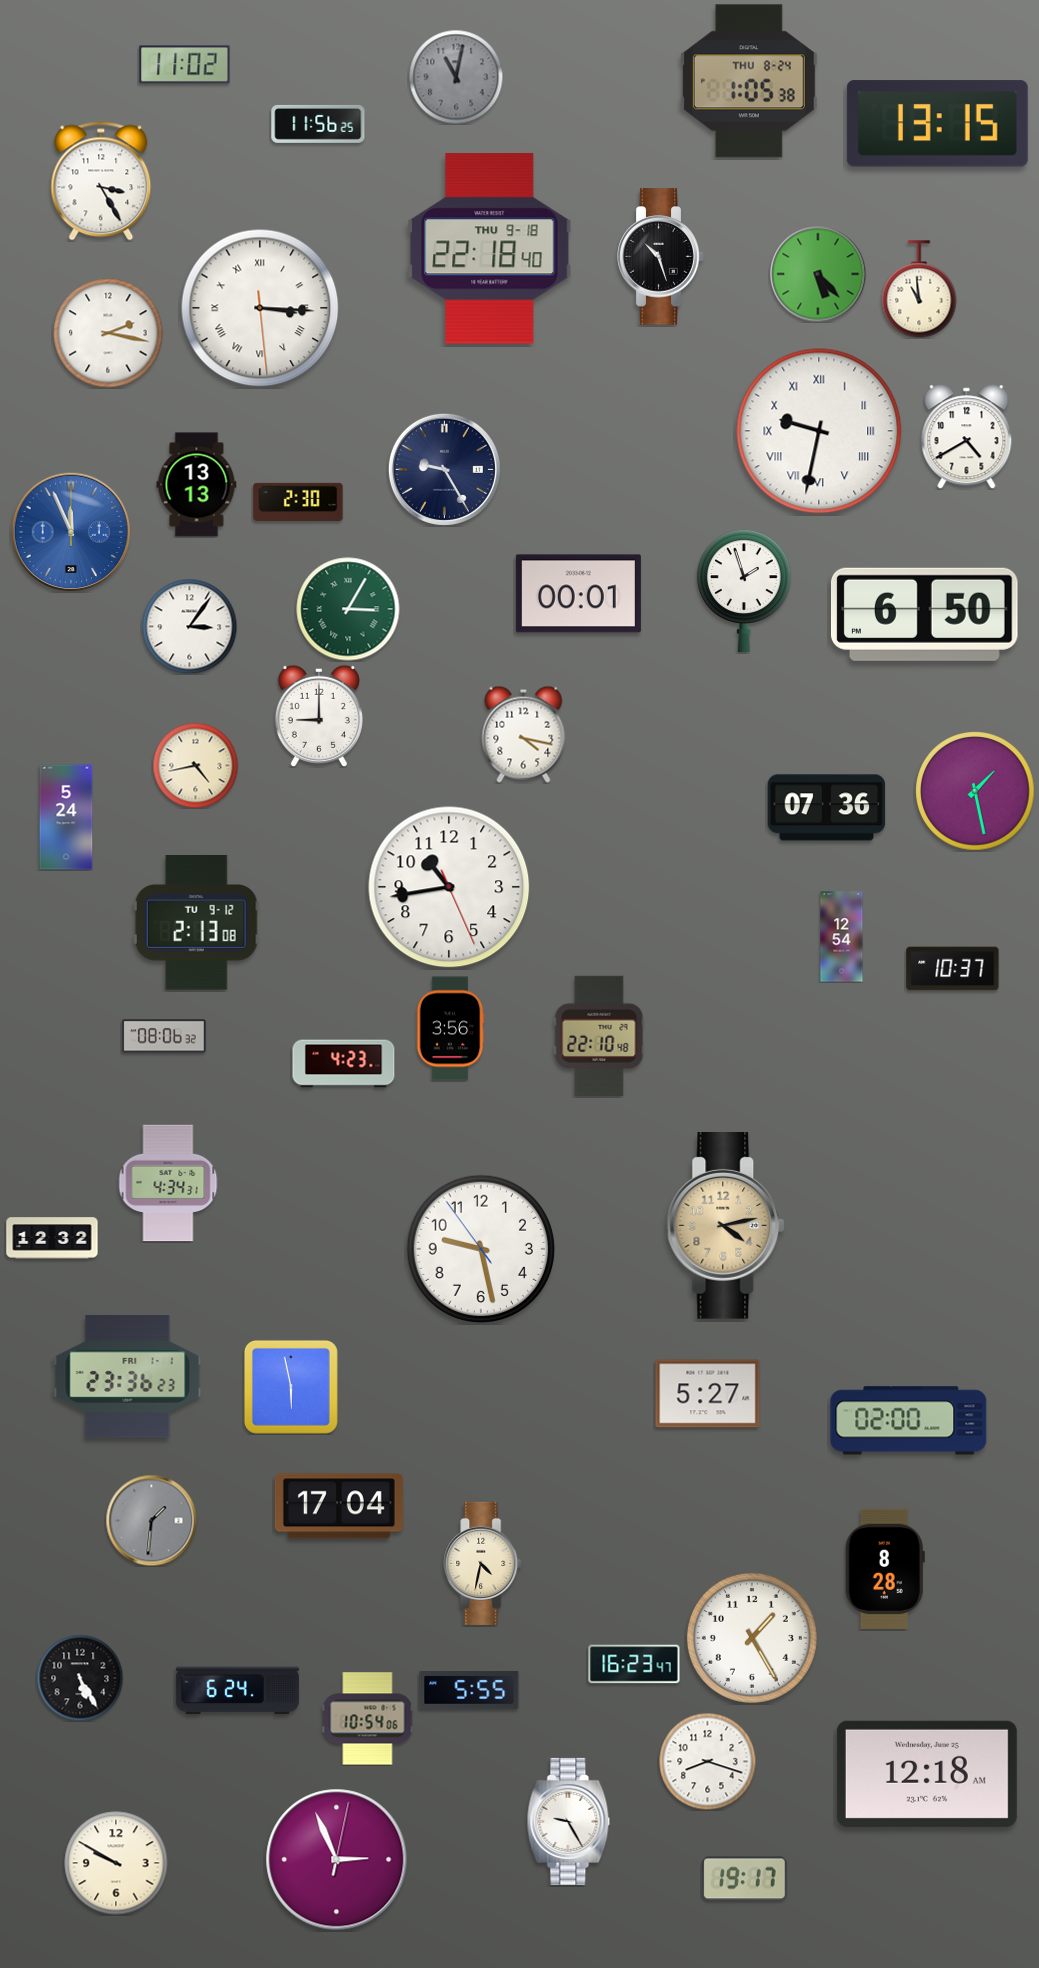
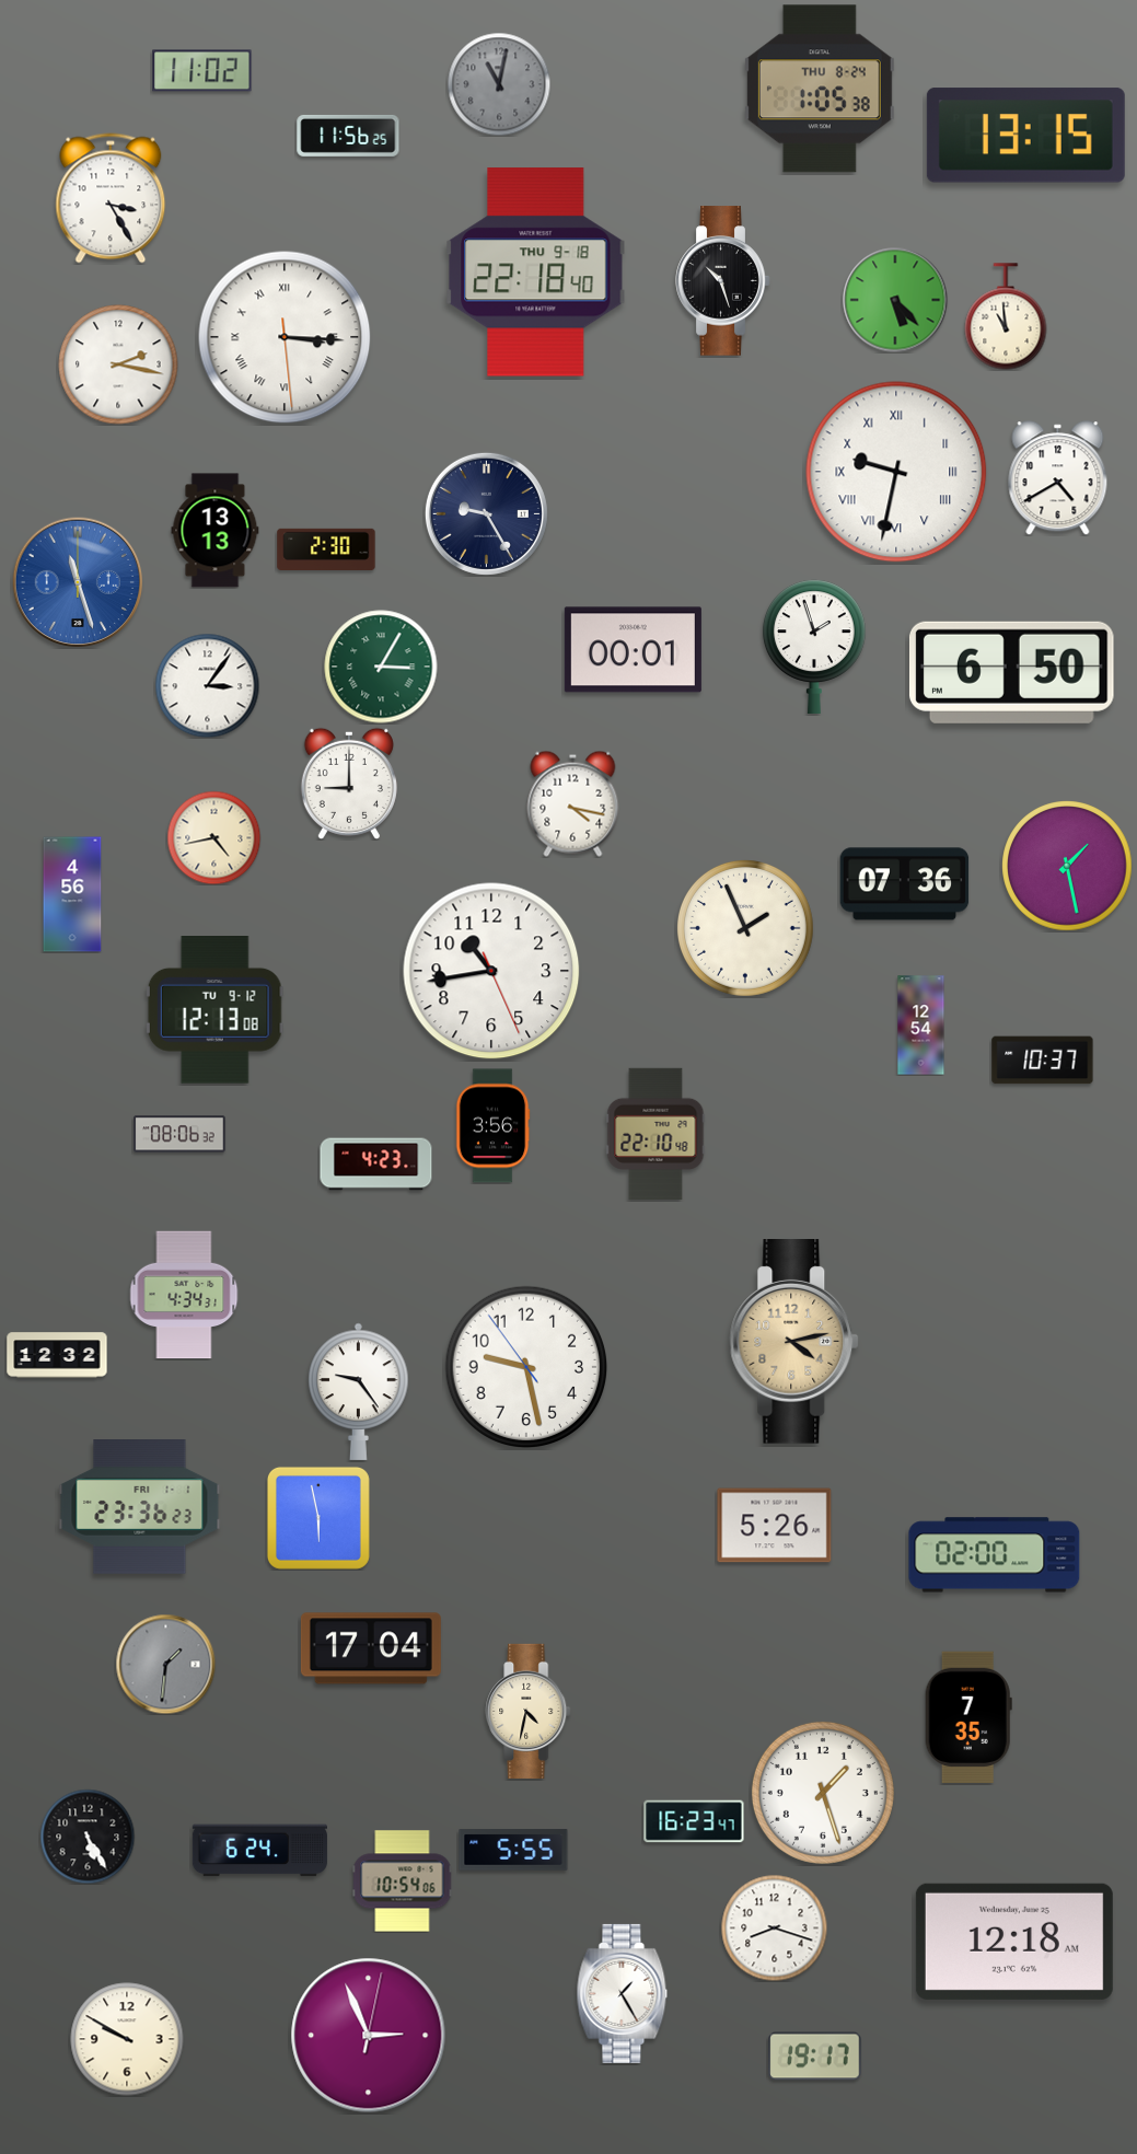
clock at (71, 532): 11:56 -> 11:27
clock at (66, 817): 5:24 -> 4:56
clock at (745, 928): none -> 1:56
clock at (196, 923): 2:13 -> 12:13
clock at (359, 1391): none -> 9:24
clock at (708, 1394): 5:27 -> 5:26
clock at (885, 1568): 8:28 -> 7:35
clock at (752, 1638): 1:25 -> 1:27
clock at (569, 1821): 9:25 -> 1:25
